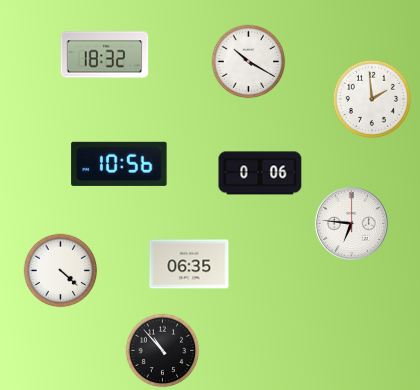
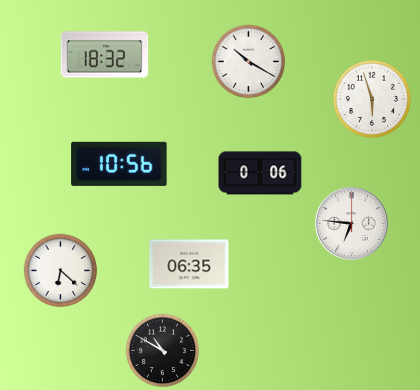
clock at (371, 98): 1:59 -> 5:57
clock at (61, 271): 4:22 -> 6:22
clock at (163, 351): 10:53 -> 10:50
